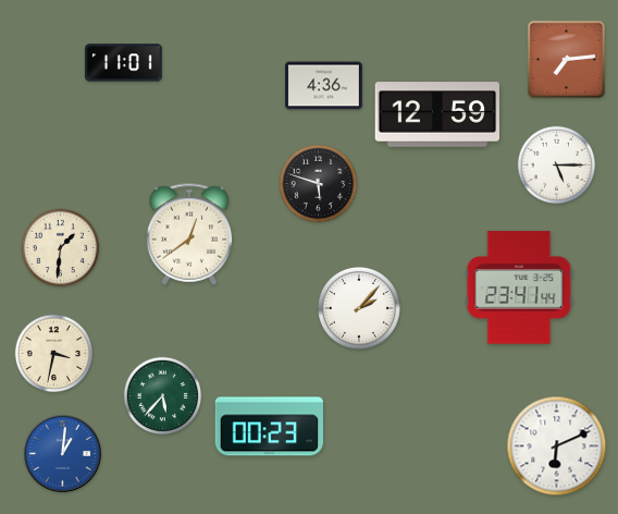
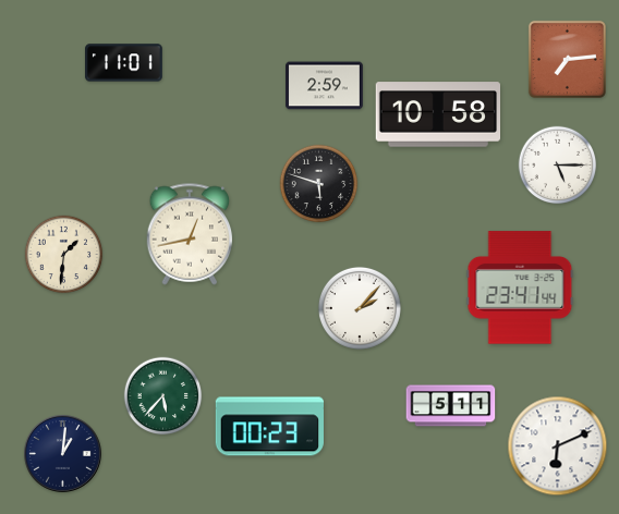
clock at (324, 86): 4:36 -> 2:59
clock at (436, 114): 12:59 -> 10:58
clock at (189, 234): 12:39 -> 12:43
clock at (61, 248) position: (61, 248) -> (64, 255)
clock at (54, 354): 3:32 -> none
clock at (451, 406): none -> 5:11
clock at (63, 454) dial: blue -> navy
